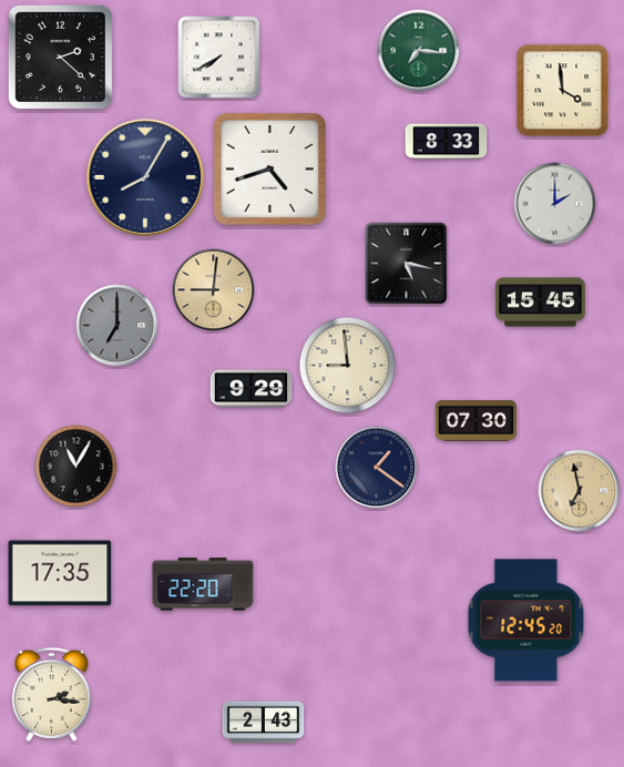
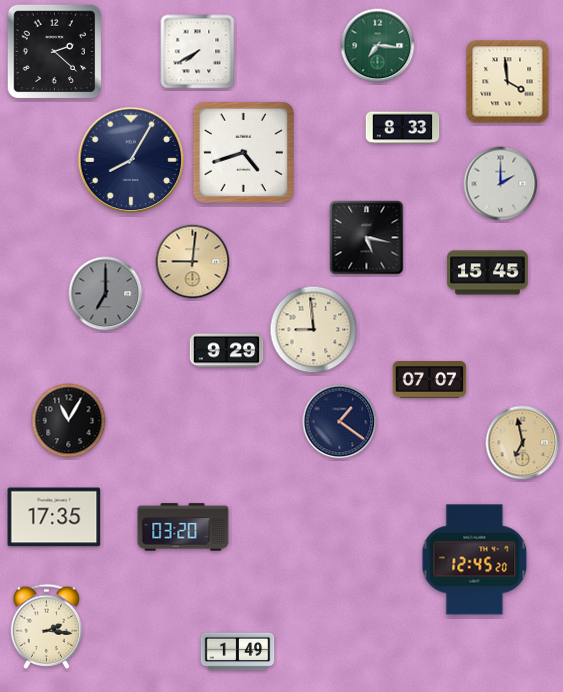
clock at (477, 421): 07:30 -> 07:07
clock at (203, 584): 22:20 -> 03:20
clock at (264, 723): 2:43 -> 1:49
